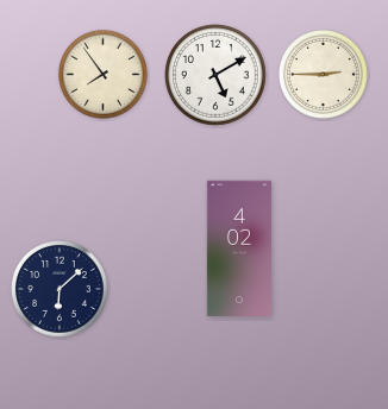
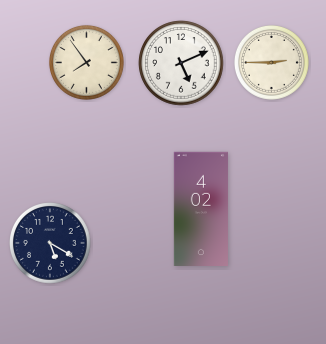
clock at (215, 75): 5:10 -> 5:11
clock at (61, 290): 6:08 -> 5:20
